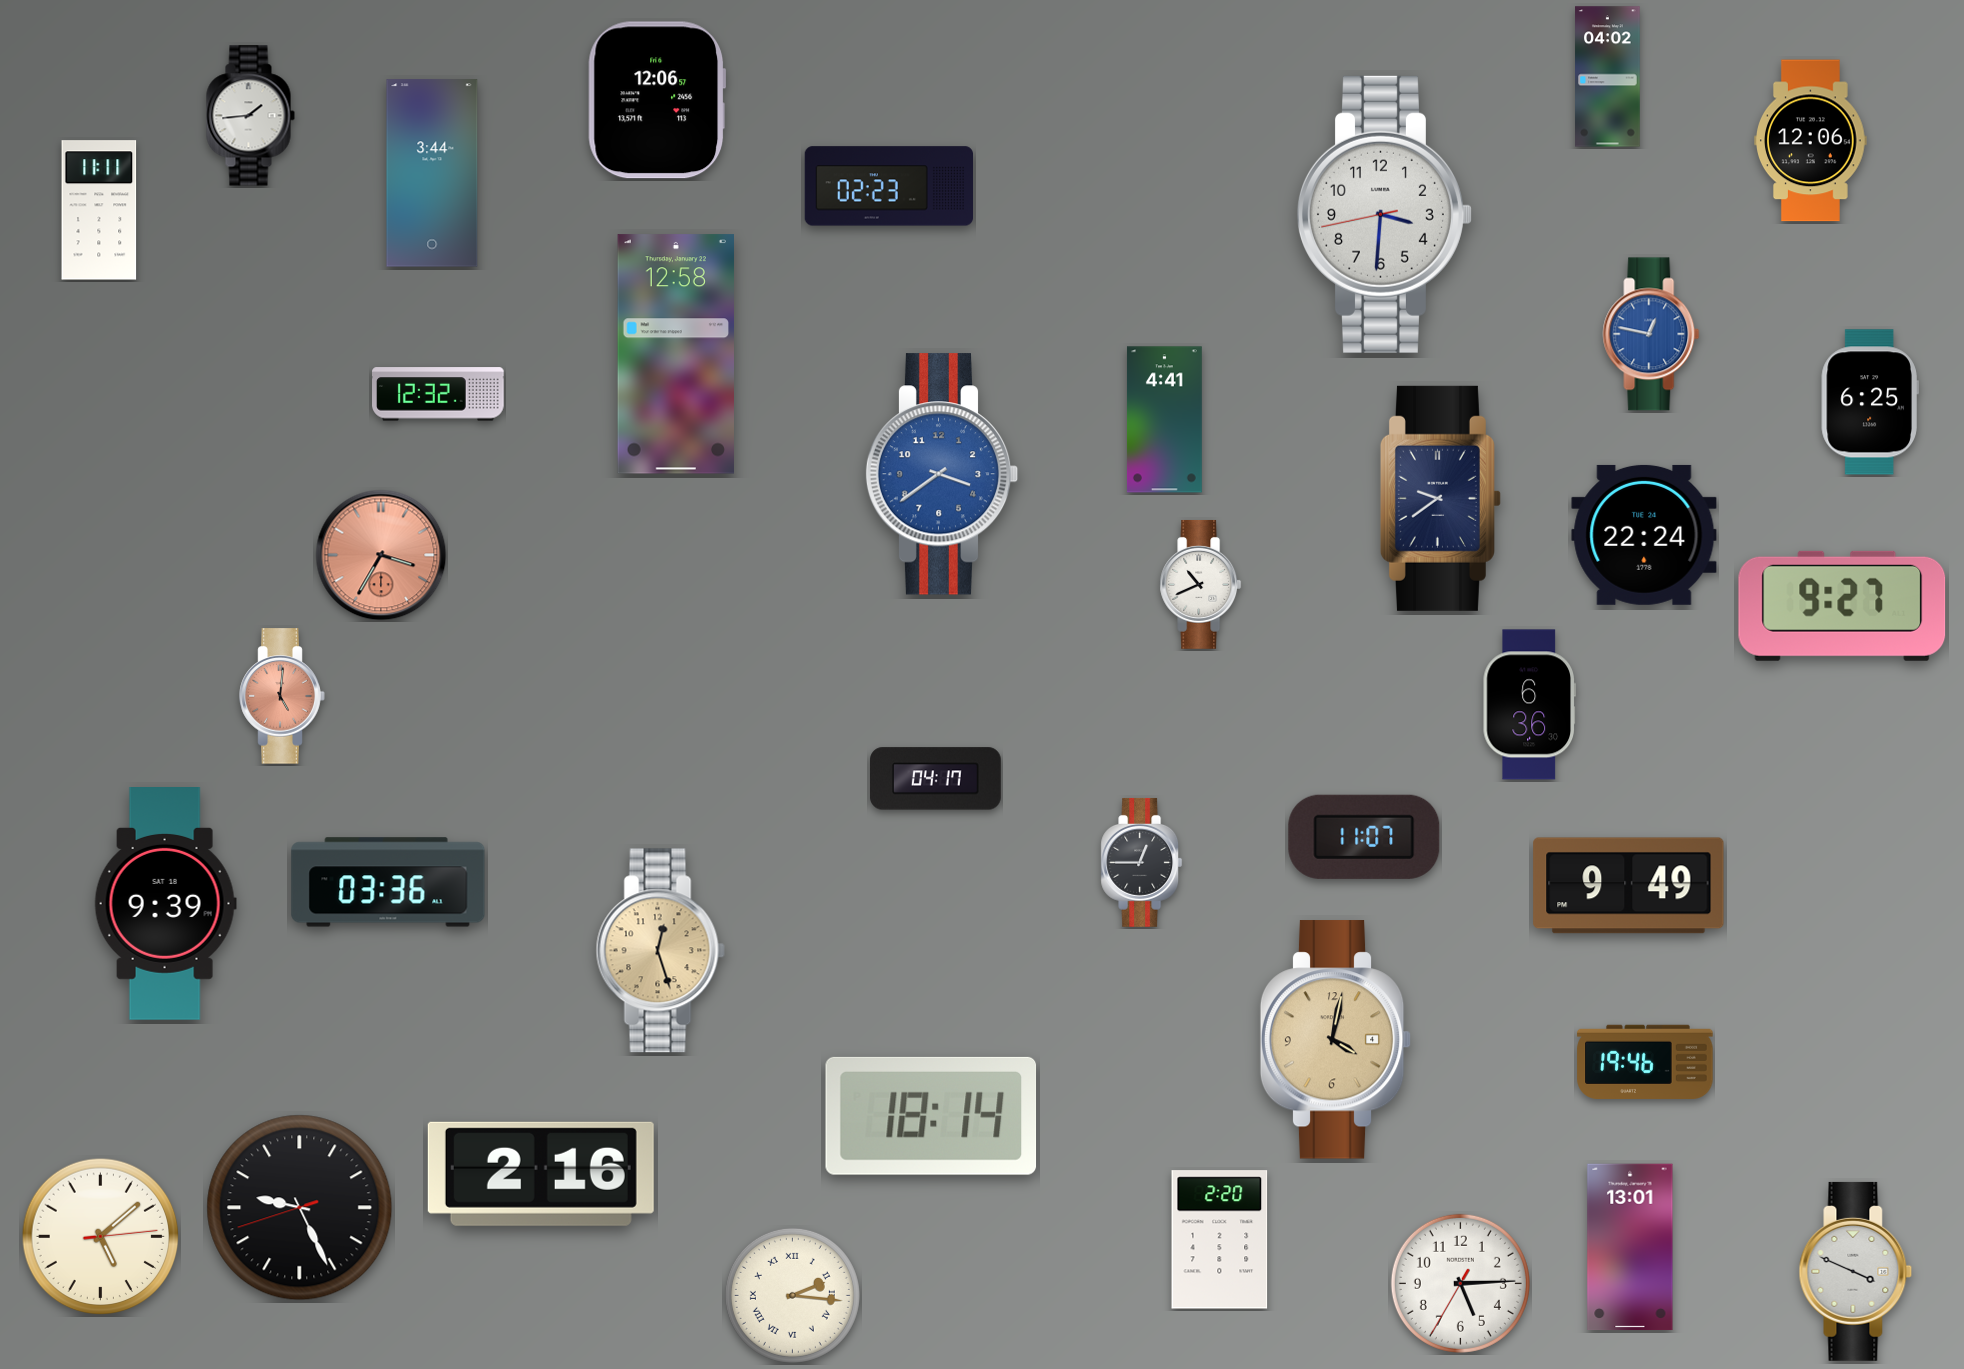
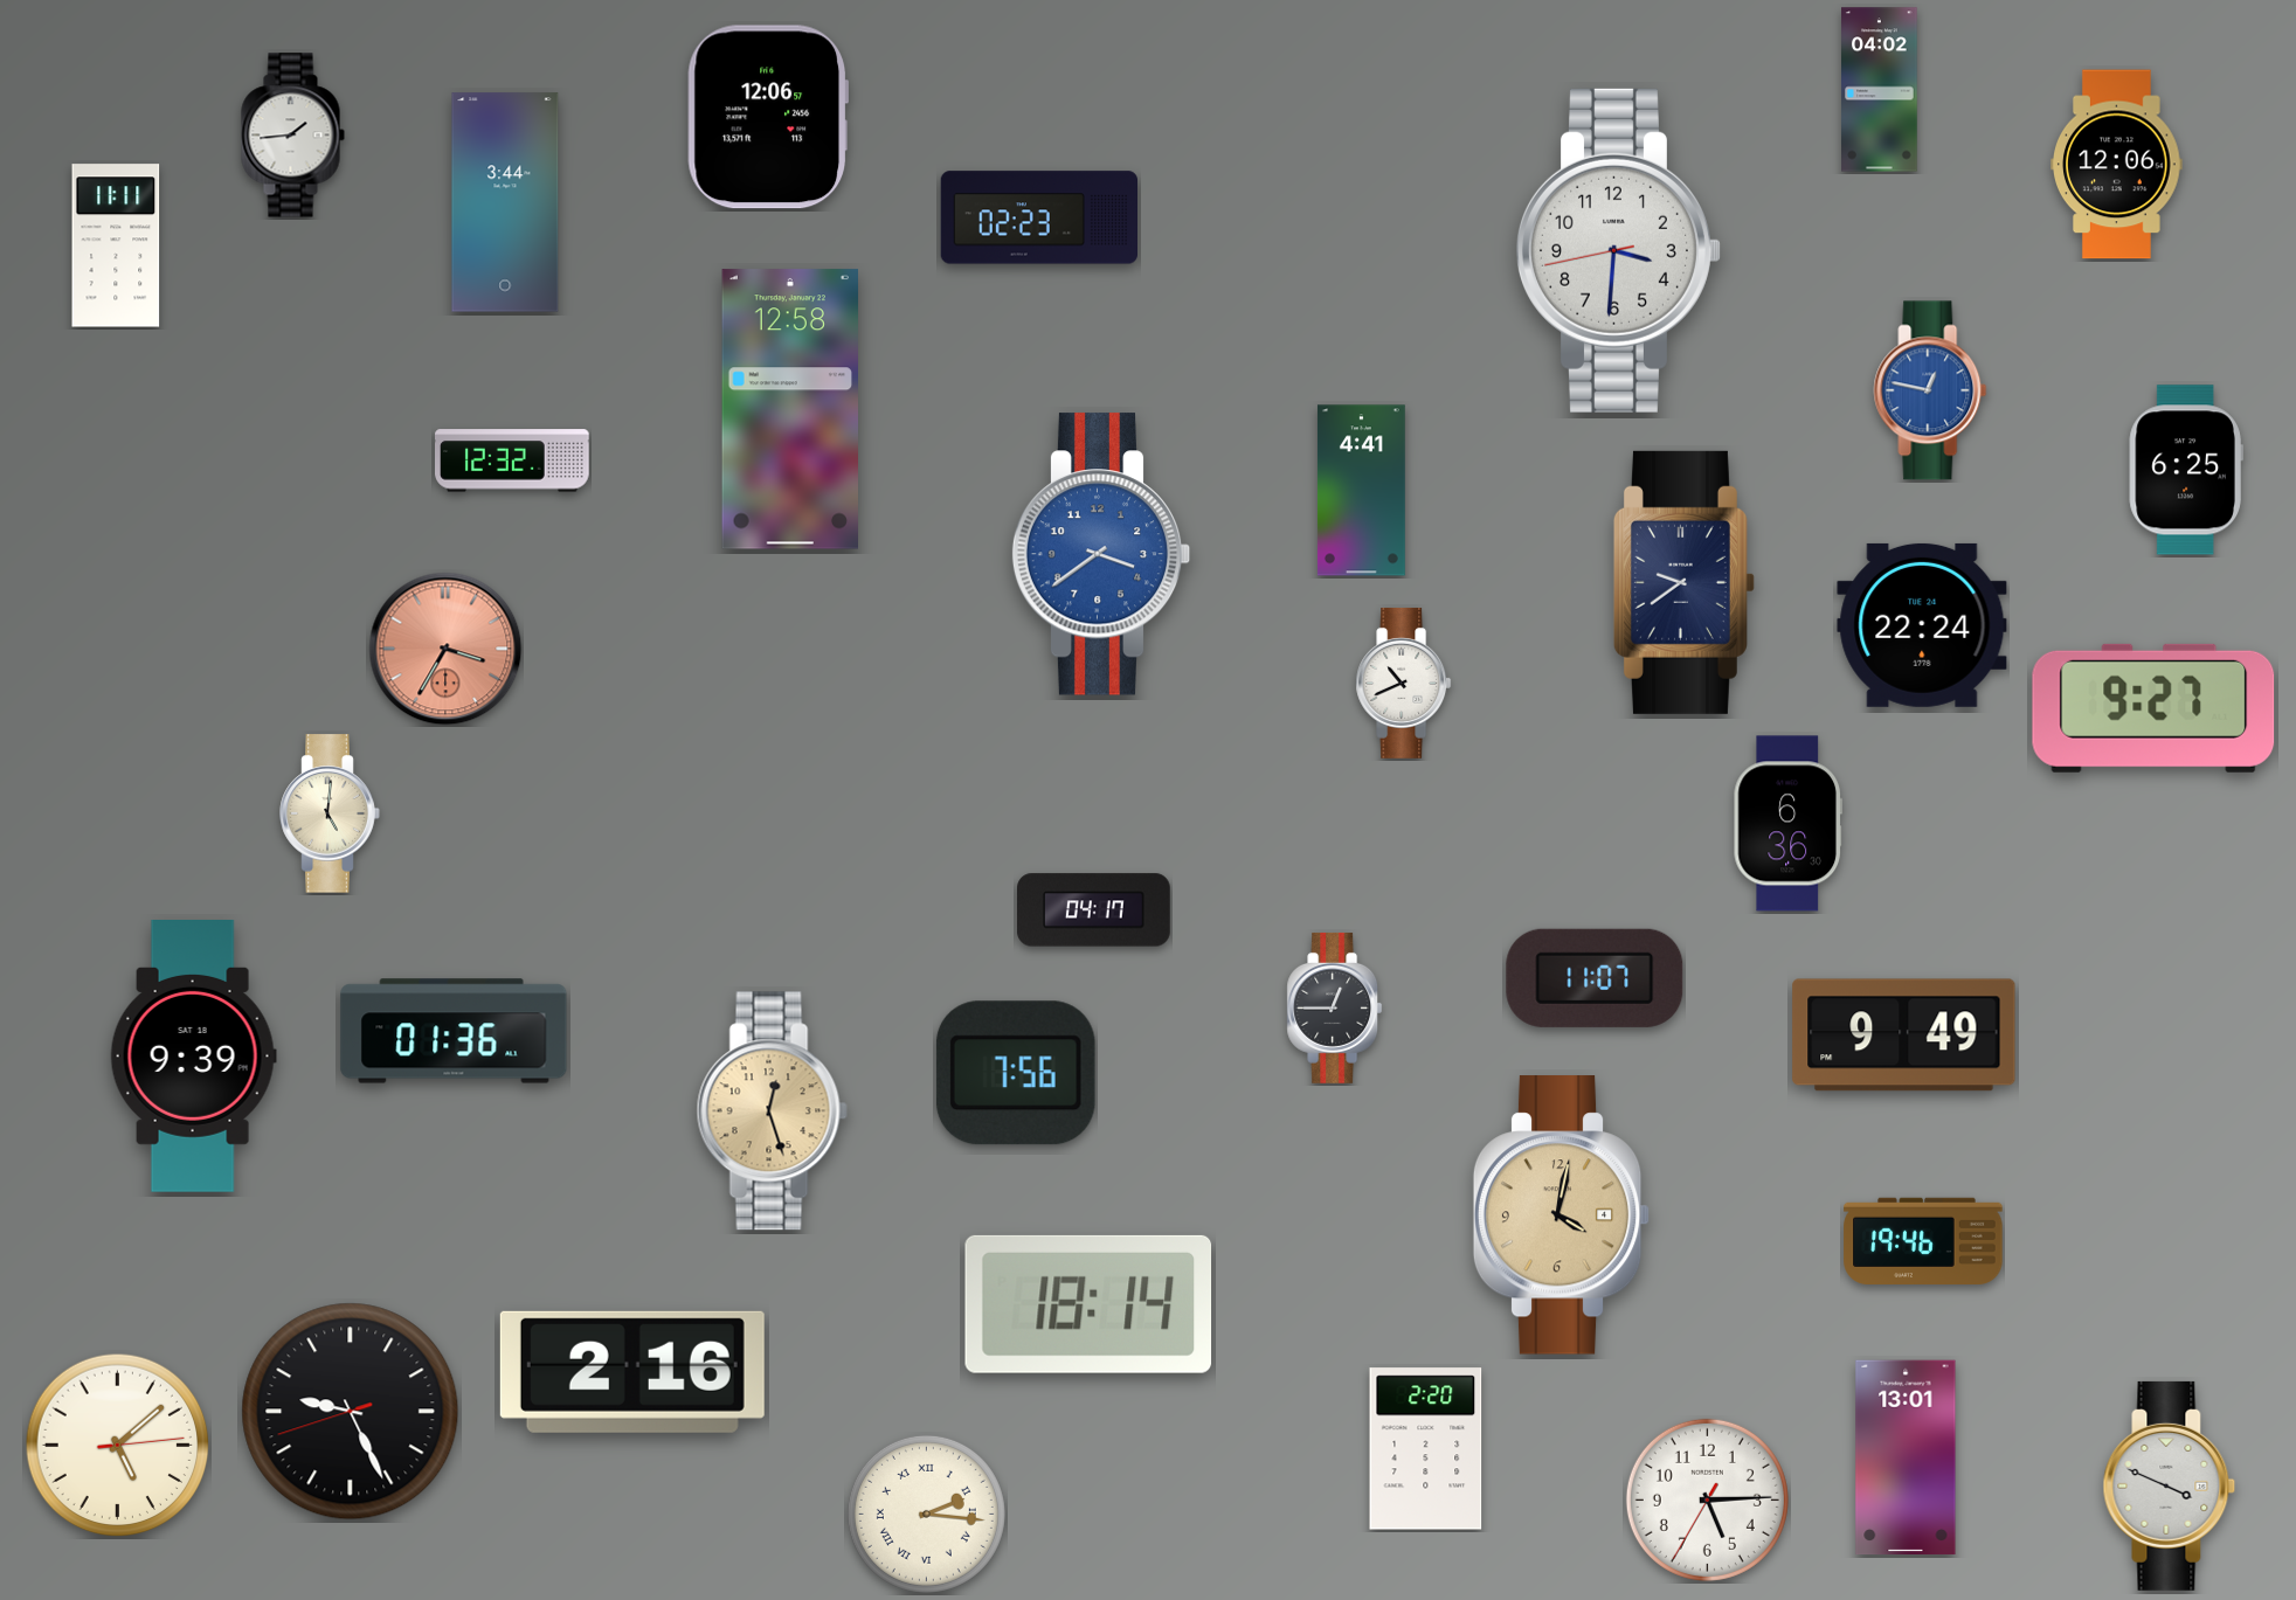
clock at (675, 354) position: (675, 354) -> (789, 409)
clock at (282, 696) dial: salmon -> cream
clock at (388, 882): 03:36 -> 01:36
clock at (1016, 1073): none -> 7:56
